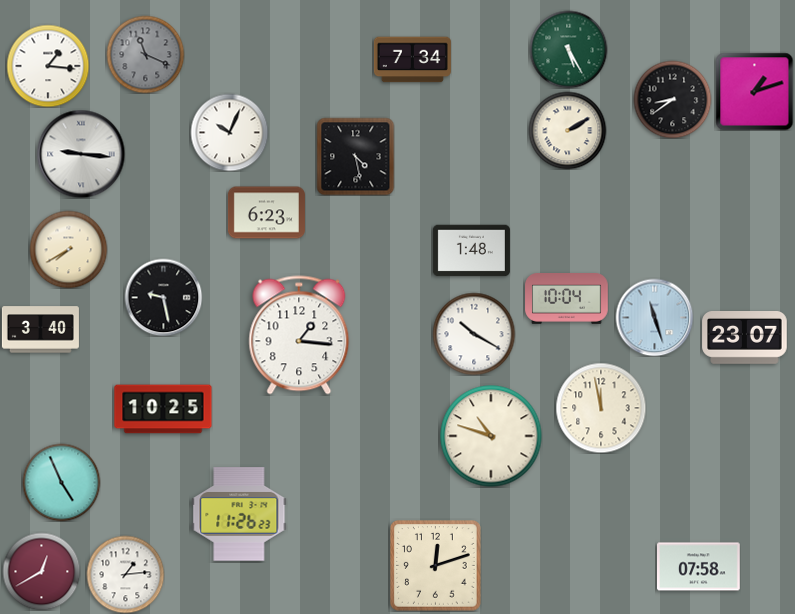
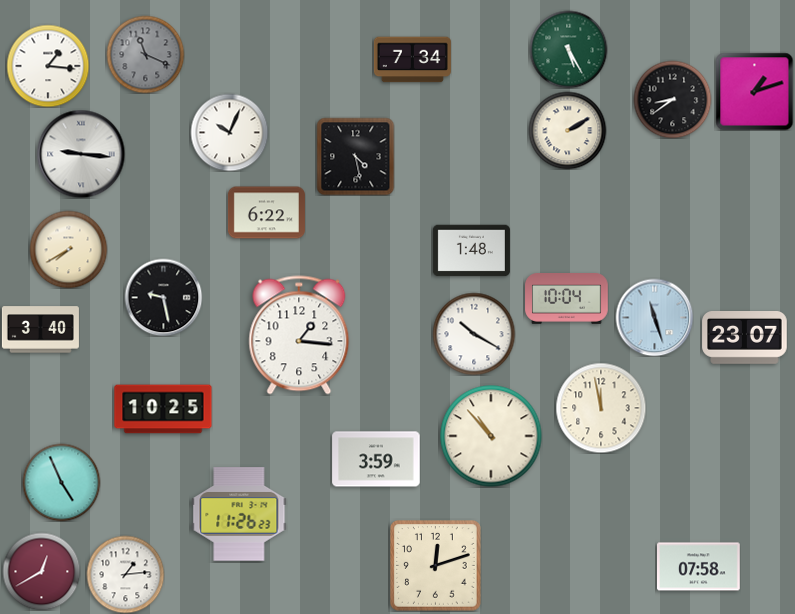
clock at (266, 213): 6:23 -> 6:22
clock at (491, 436): 10:48 -> 10:53
clock at (376, 459): none -> 3:59
